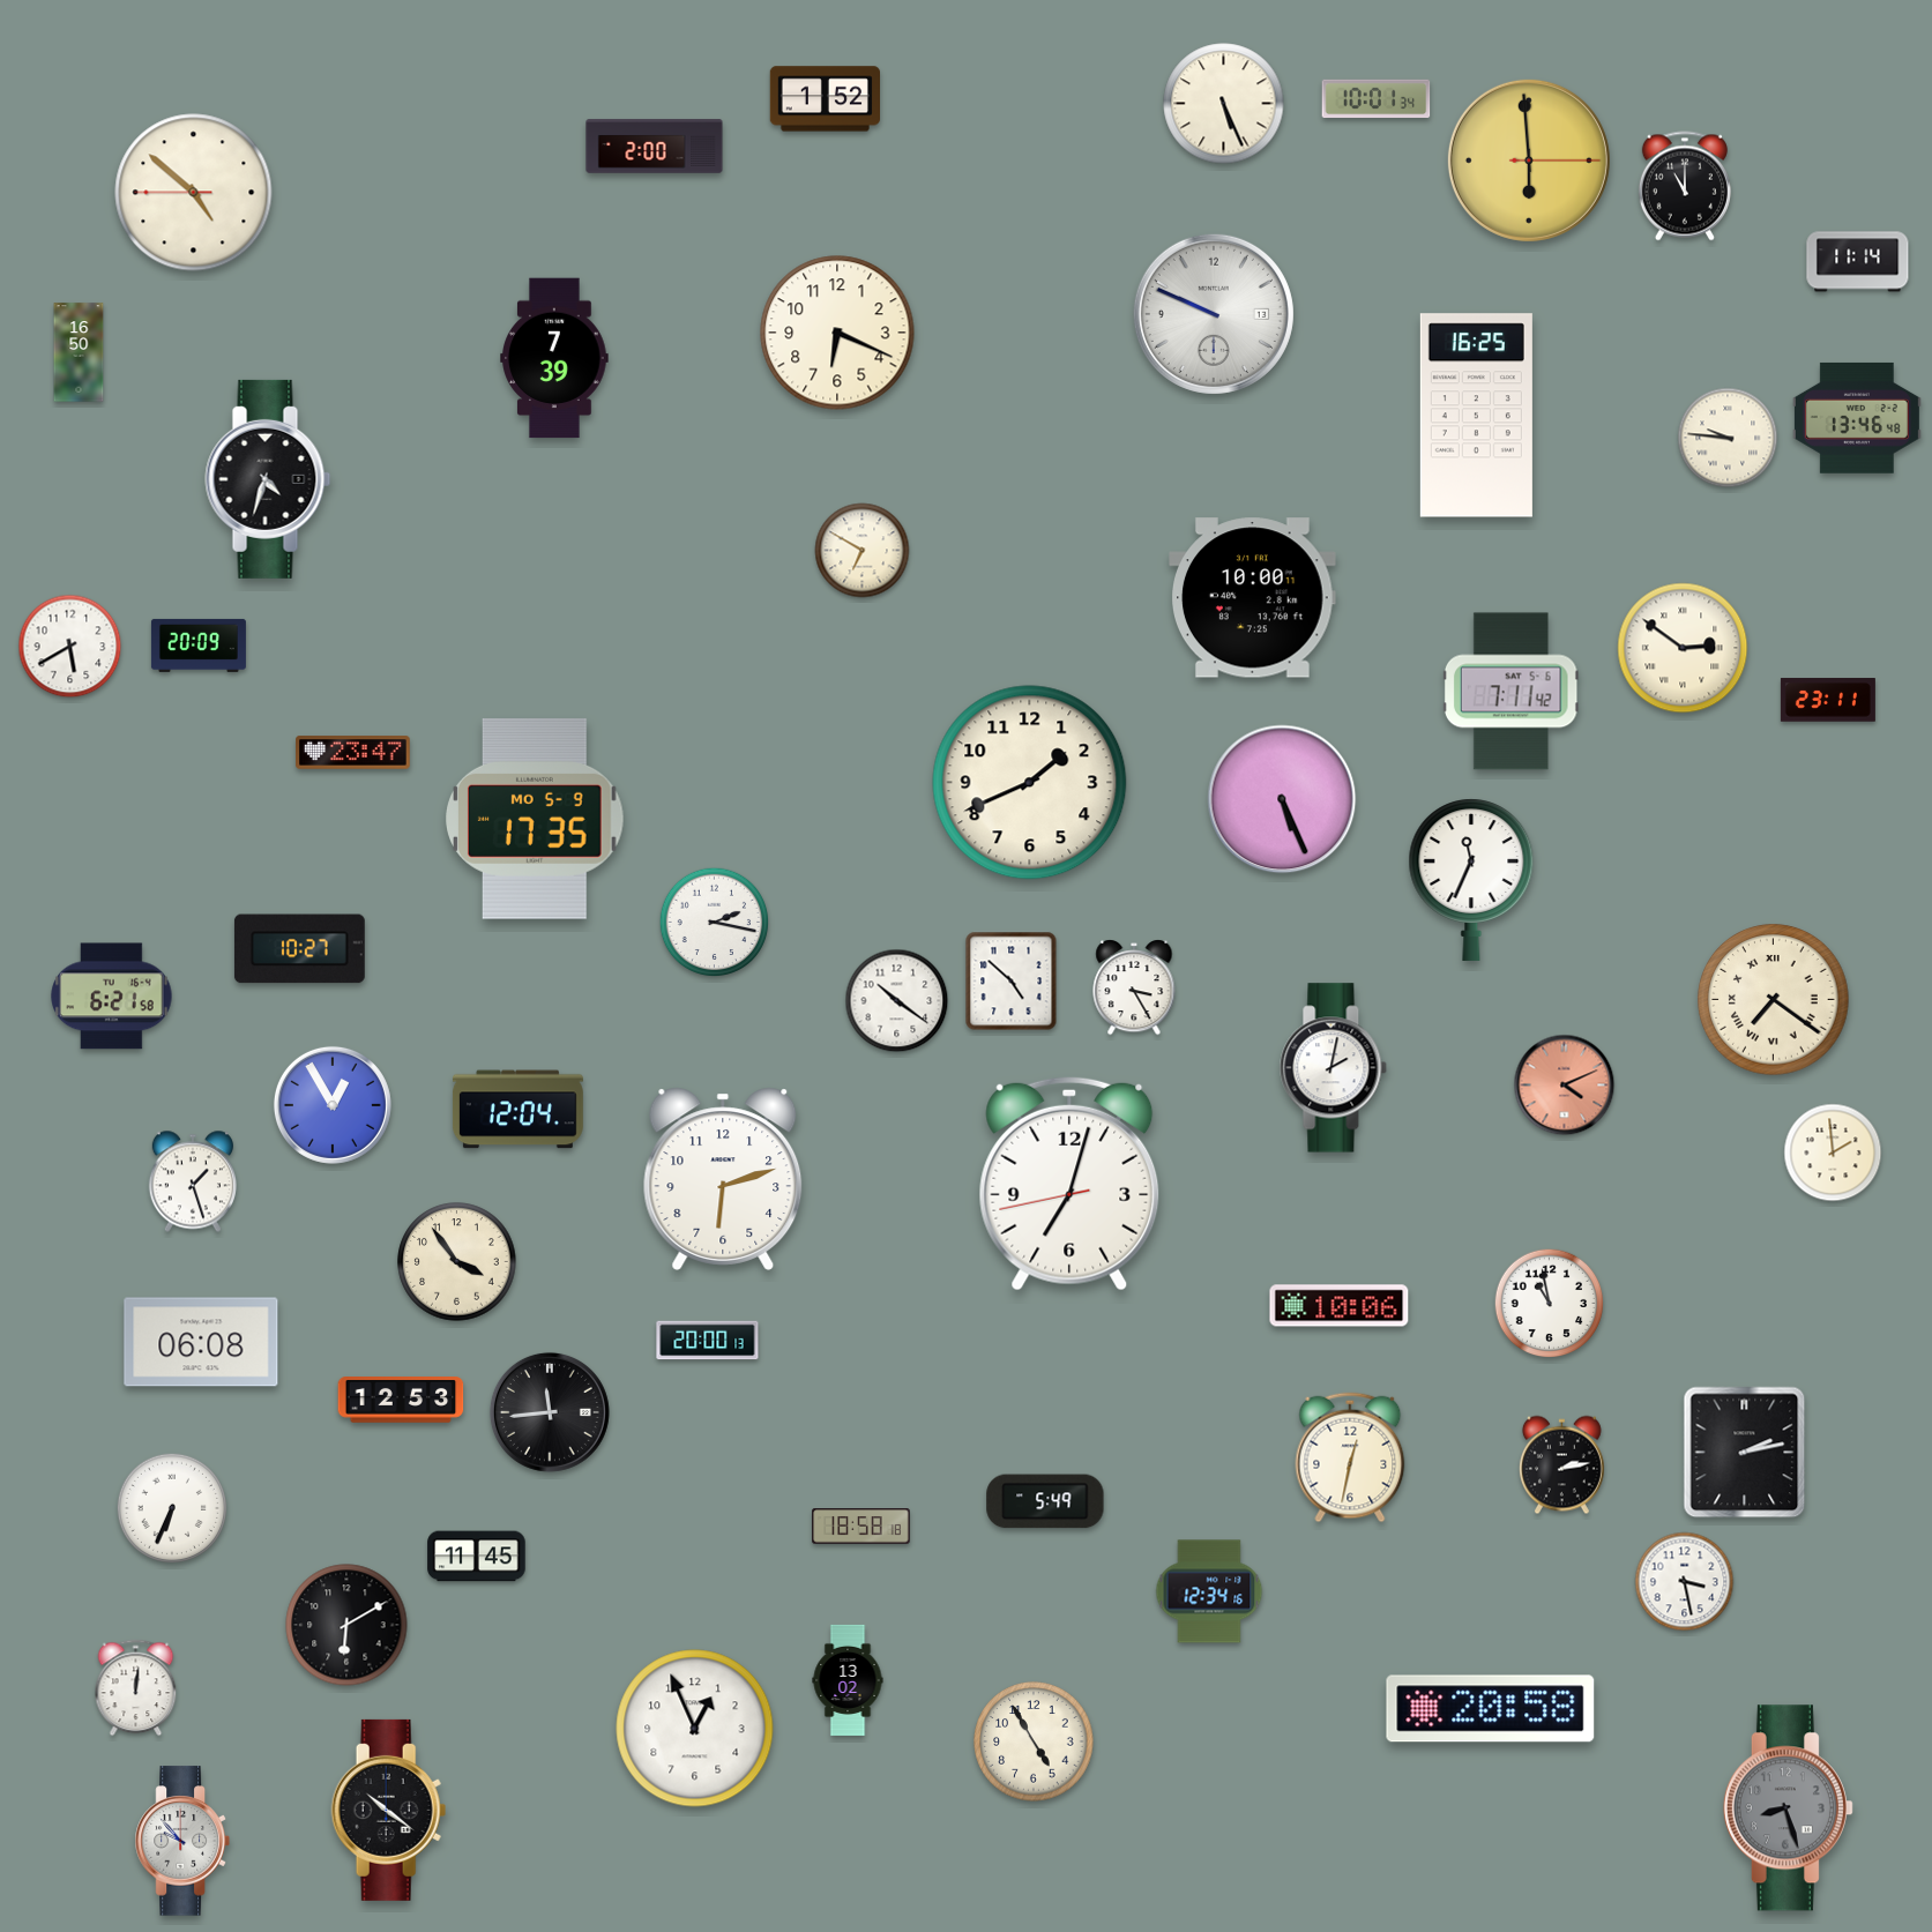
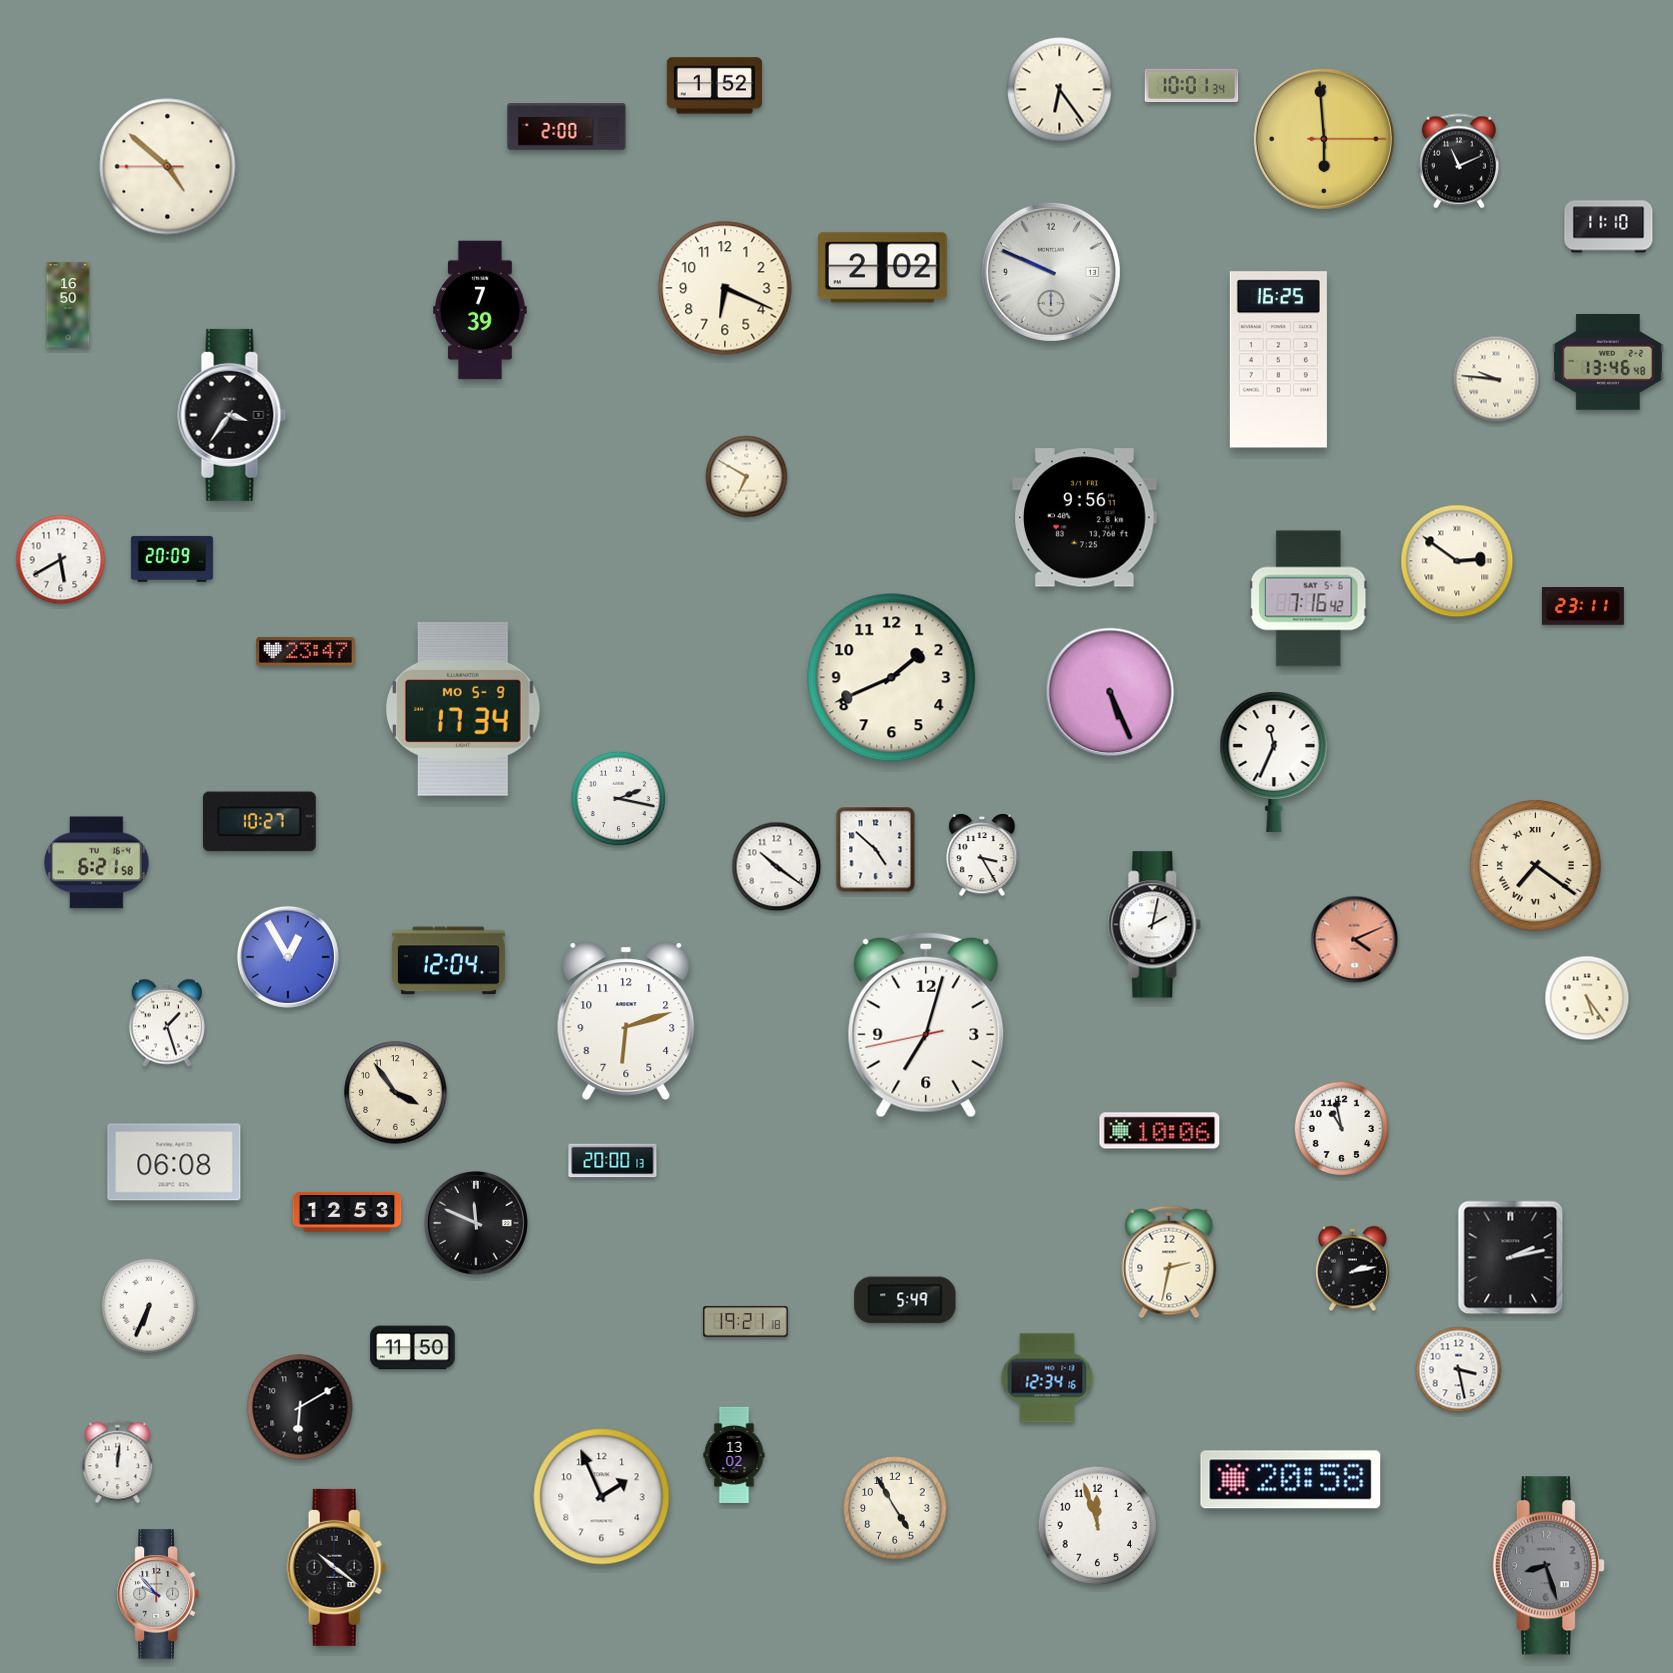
clock at (1224, 104): 5:26 -> 6:24
clock at (1685, 186): 11:00 -> 11:11
clock at (1858, 262): 11:14 -> 11:10
clock at (883, 268): none -> 2:02
clock at (268, 479): 4:33 -> 3:36
clock at (1253, 598): 10:00 -> 9:56
clock at (1510, 692): 7:11 -> 7:16
clock at (536, 819): 17:35 -> 17:34
clock at (1833, 1153): 1:59 -> 5:24
clock at (550, 1412): 11:44 -> 11:49
clock at (1350, 1457): 12:32 -> 2:32
clock at (861, 1527): 18:58 -> 19:21
clock at (477, 1557): 11:45 -> 11:50
clock at (695, 1729): 12:56 -> 1:56
clock at (1098, 1526): none -> 11:57
